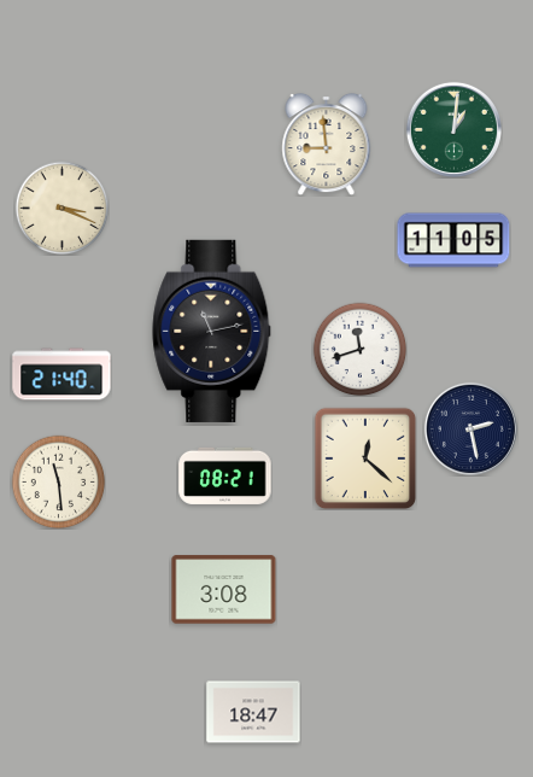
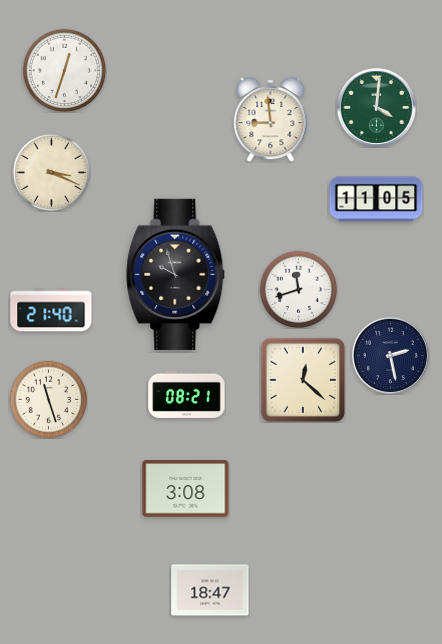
clock at (64, 70): none -> 12:33
clock at (453, 129): 1:01 -> 4:01
clock at (212, 331): 11:13 -> 9:57
clock at (58, 481): 11:29 -> 11:27
